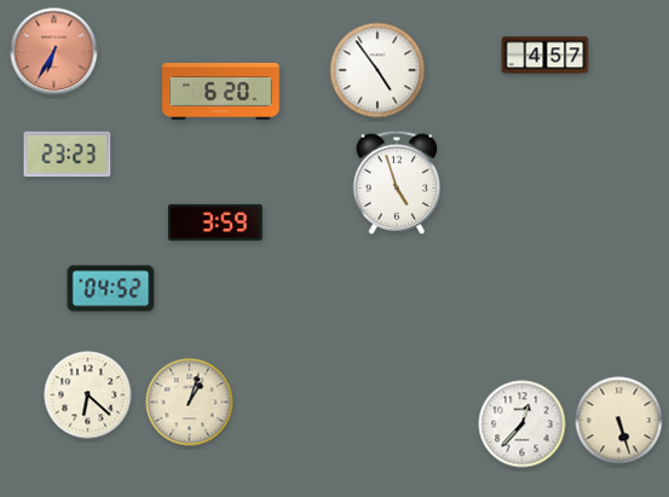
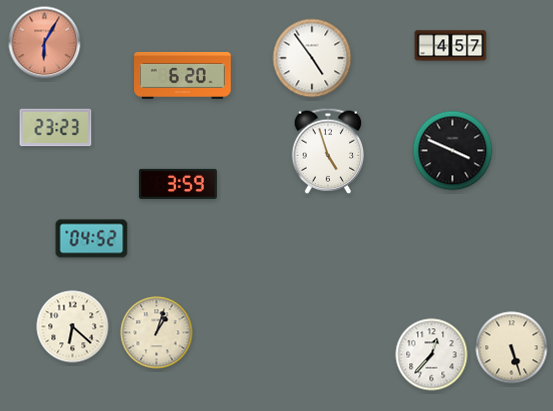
clock at (54, 52): 6:35 -> 6:05
clock at (453, 151): none -> 3:49
clock at (523, 424) position: (523, 424) -> (432, 355)
